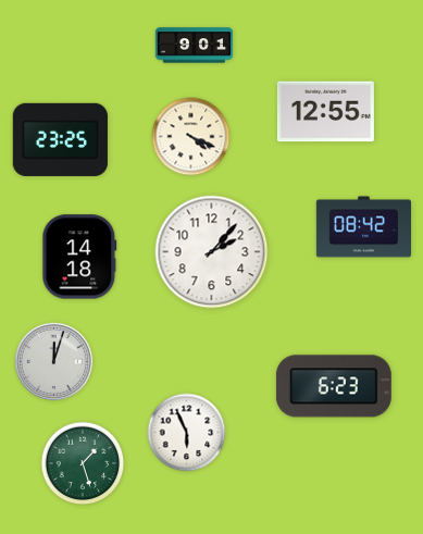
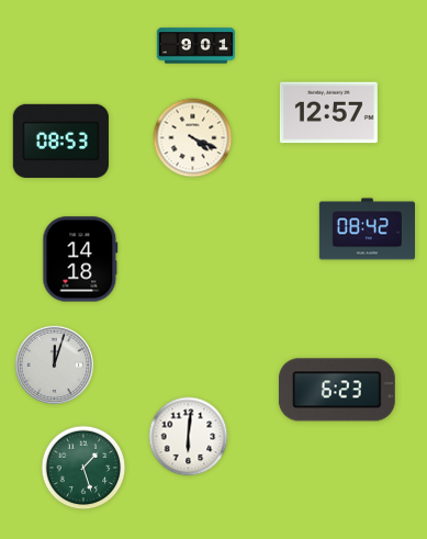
clock at (325, 112): 12:55 -> 12:57
clock at (60, 139): 23:25 -> 08:53
clock at (212, 252): 2:07 -> none
clock at (187, 433): 5:56 -> 6:01
